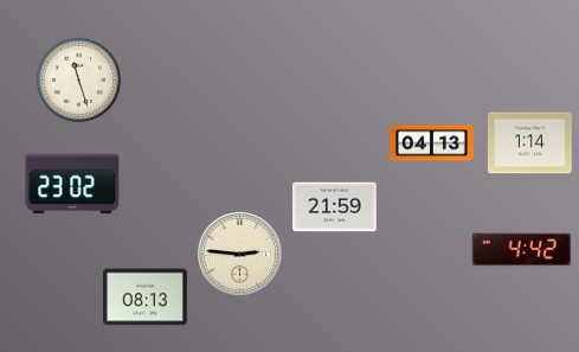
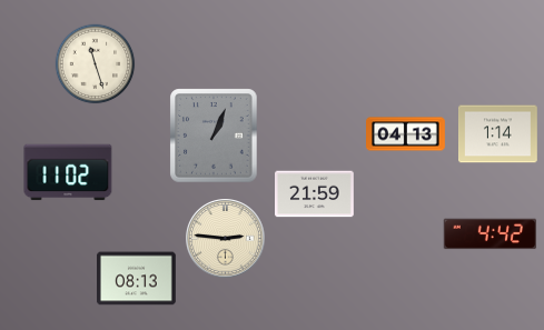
clock at (79, 81) position: (79, 81) -> (96, 64)
clock at (214, 136): none -> 1:04
clock at (72, 184): 23:02 -> 11:02
